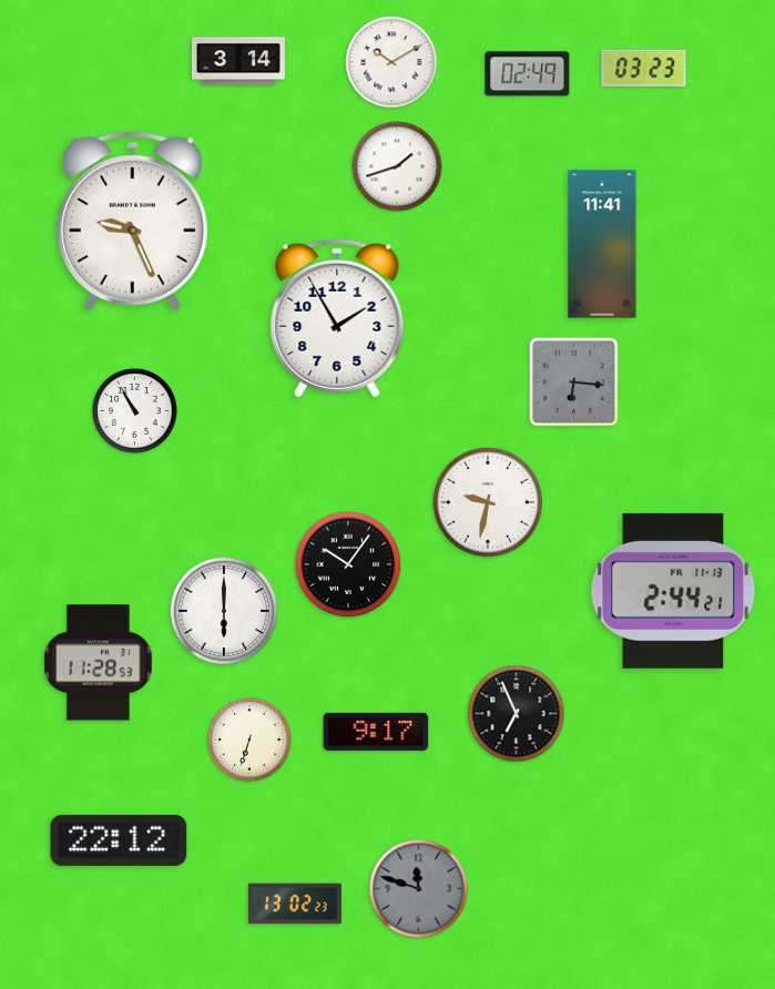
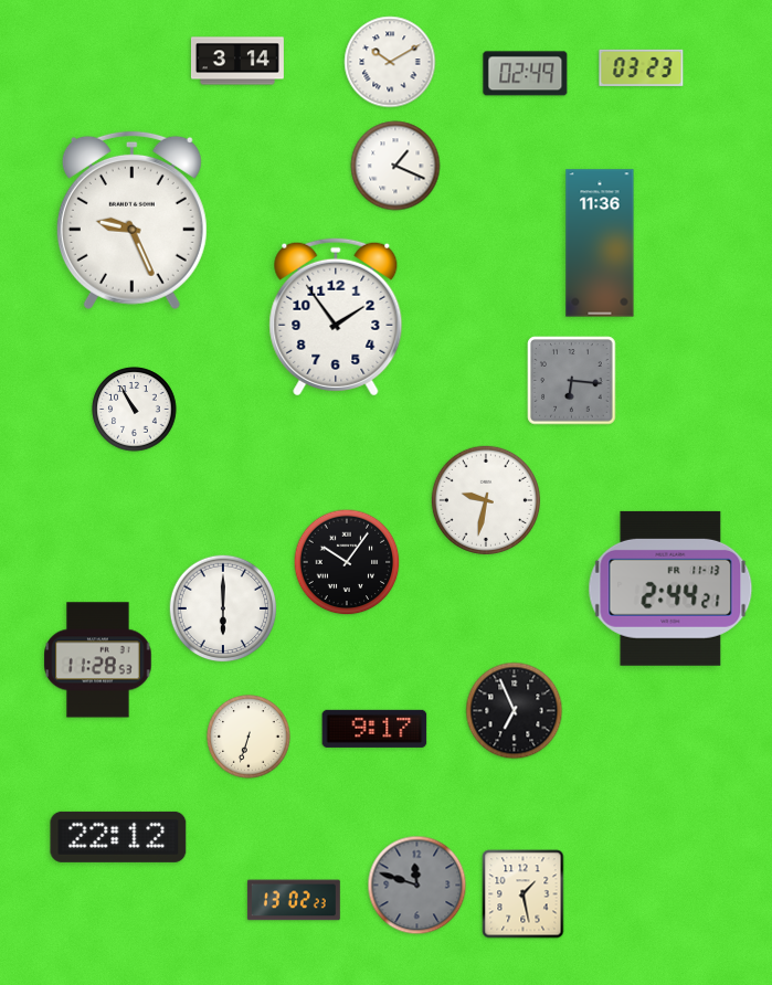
clock at (397, 166): 1:42 -> 1:19
clock at (602, 244): 11:41 -> 11:36
clock at (337, 318): 1:55 -> 1:54
clock at (524, 894): none -> 1:28
